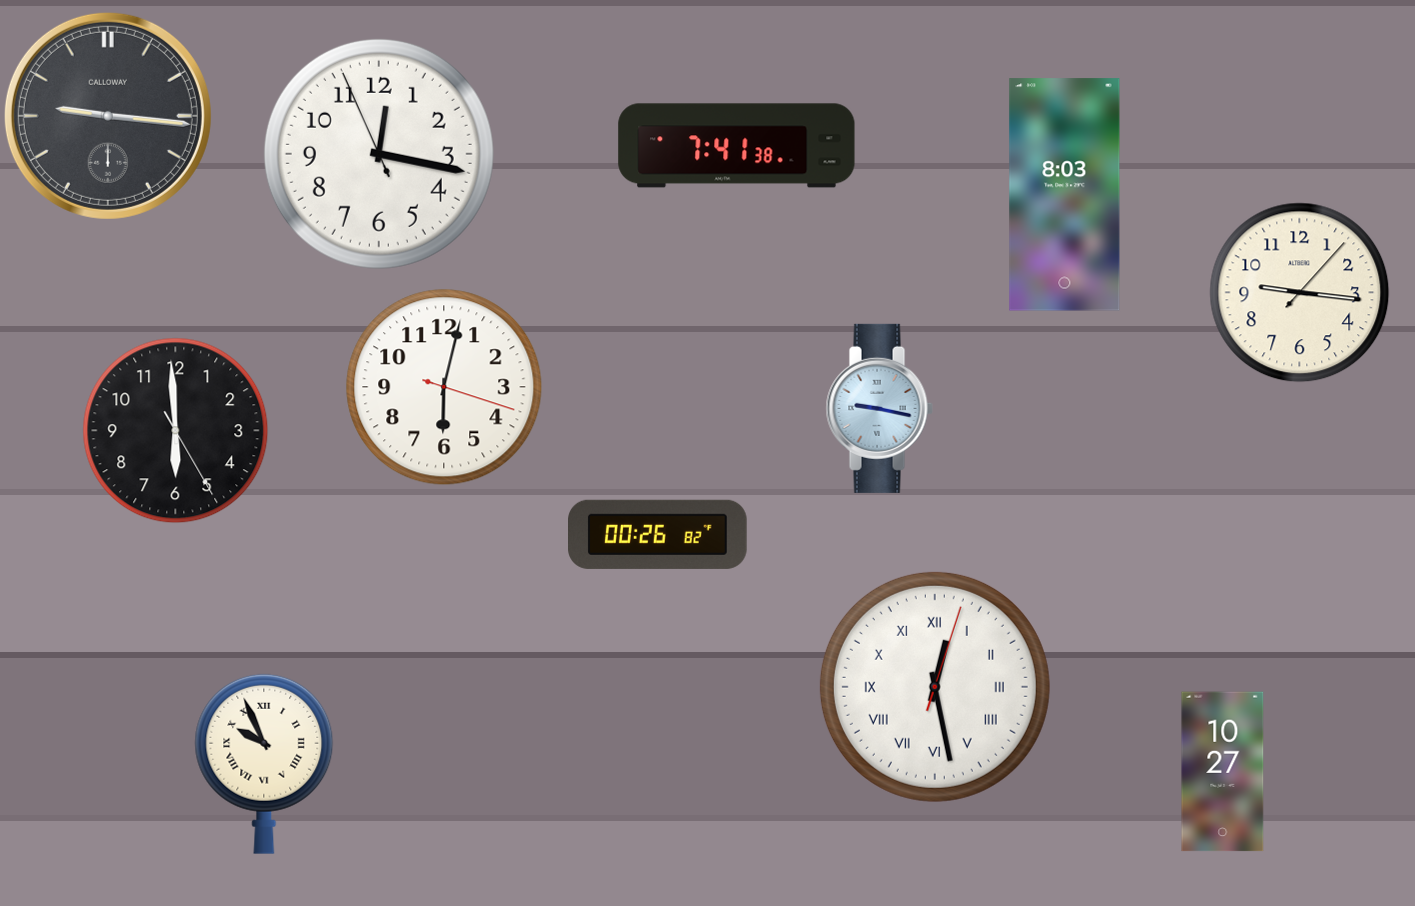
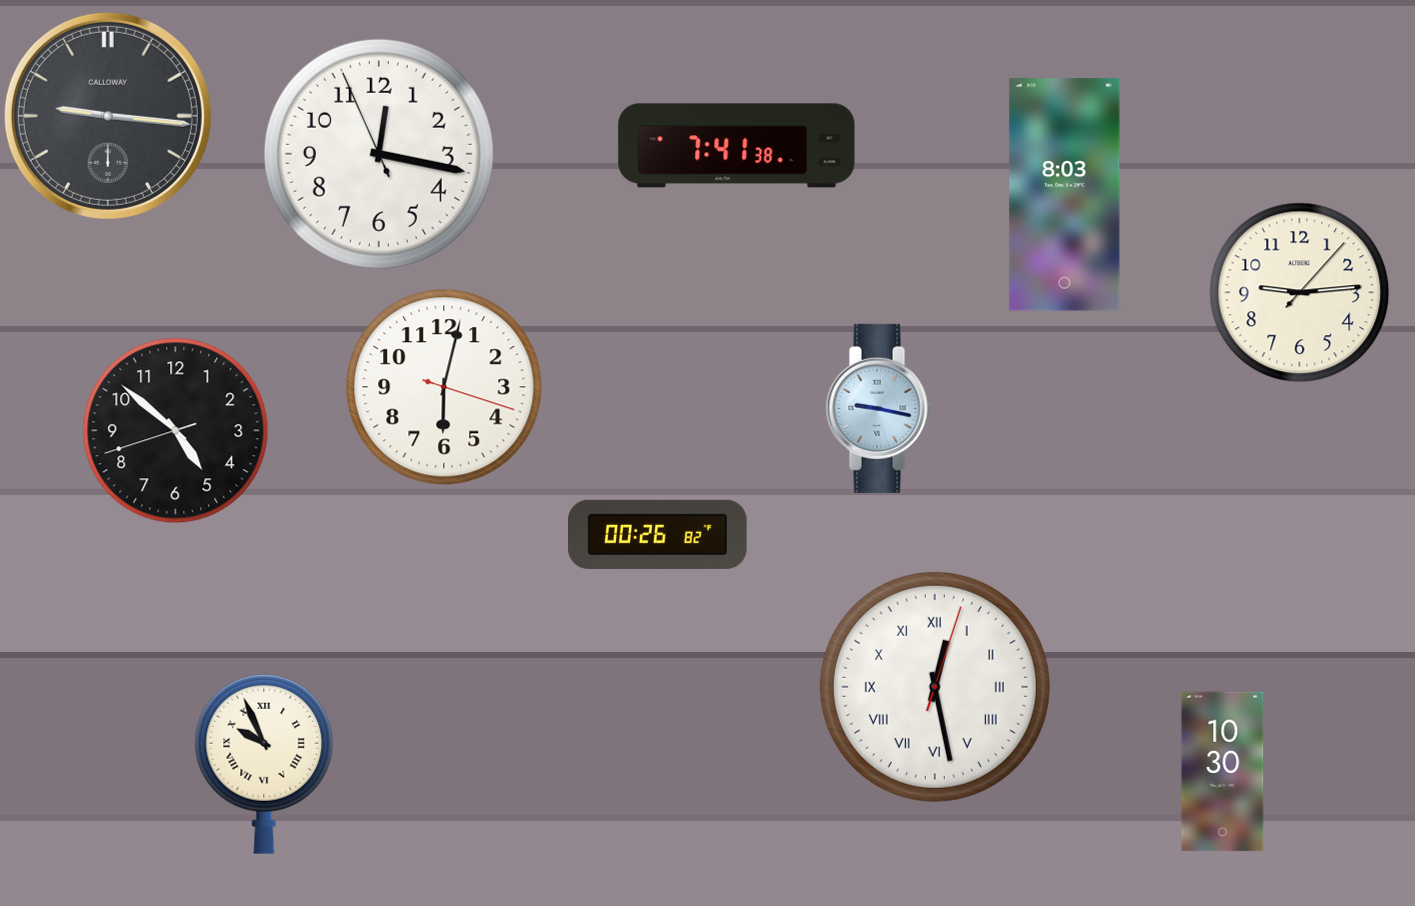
clock at (1300, 293): 9:16 -> 9:14
clock at (176, 431): 5:59 -> 4:51
clock at (1223, 772): 10:27 -> 10:30
